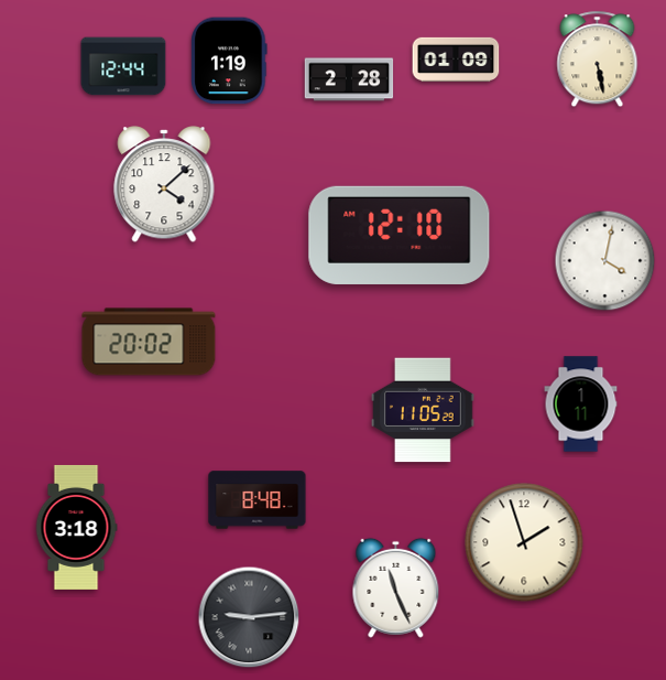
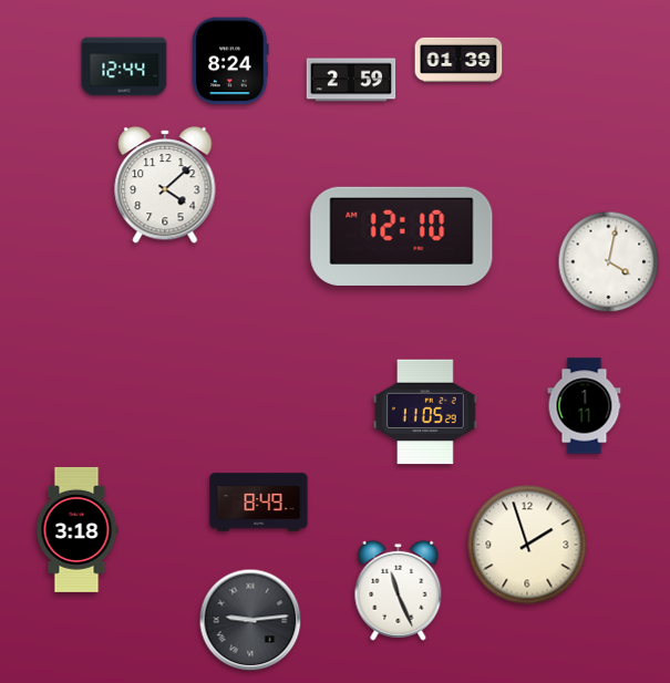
clock at (456, 60): 01:09 -> 01:39
clock at (598, 60): 5:28 -> none
clock at (229, 61): 1:19 -> 8:24
clock at (349, 79): 2:28 -> 2:59
clock at (149, 342): 20:02 -> none
clock at (258, 500): 8:48 -> 8:49
